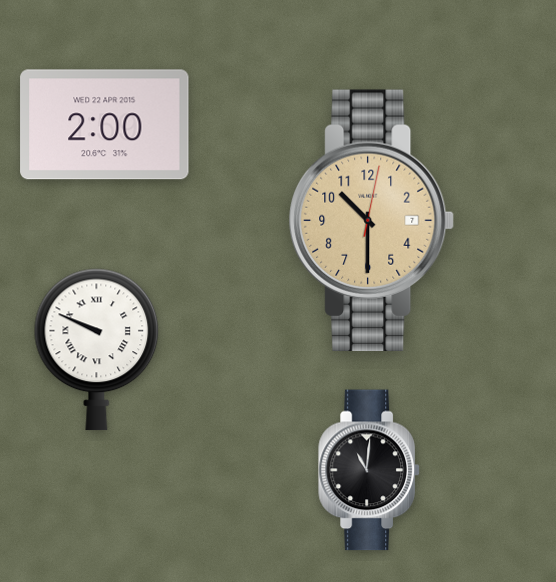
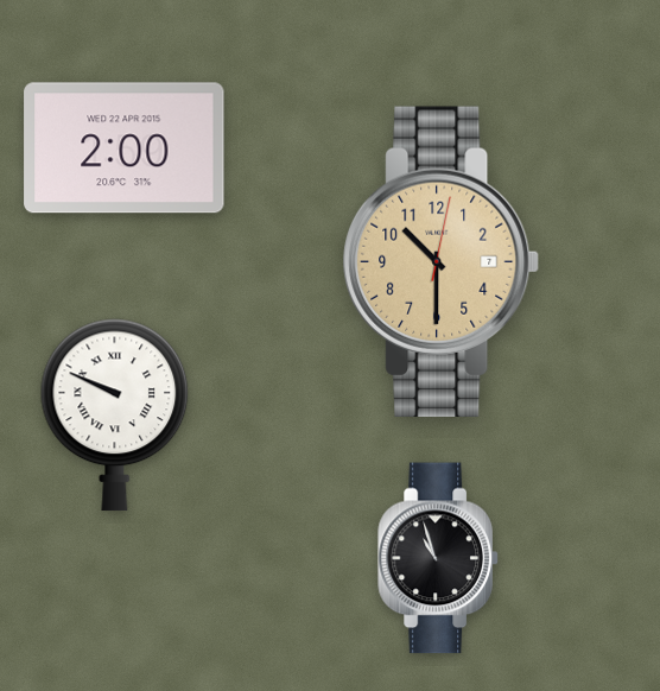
clock at (369, 470): 11:01 -> 10:57
